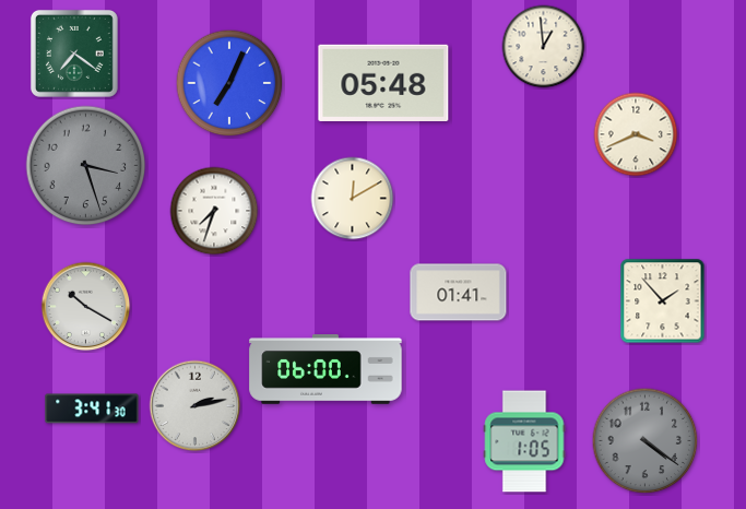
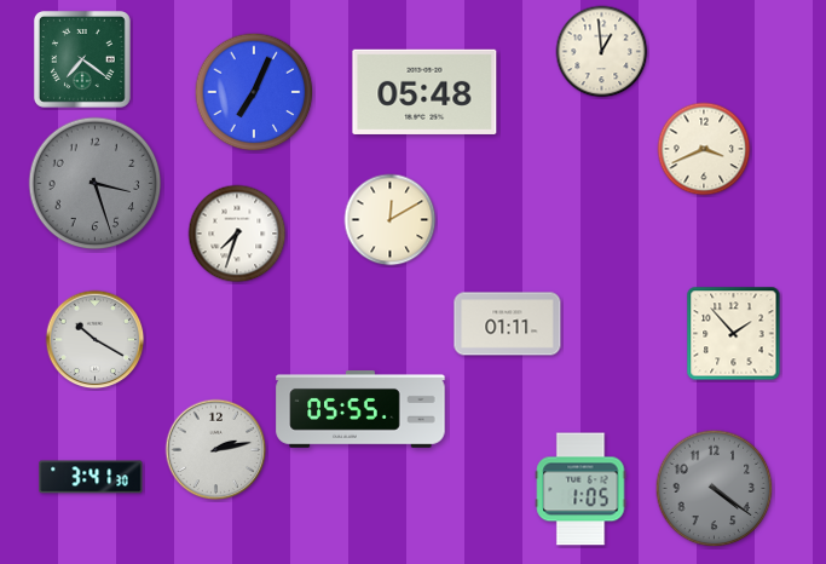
clock at (459, 293): 01:41 -> 01:11
clock at (325, 369): 06:00 -> 05:55
clock at (92, 409) position: (92, 409) -> (91, 477)
